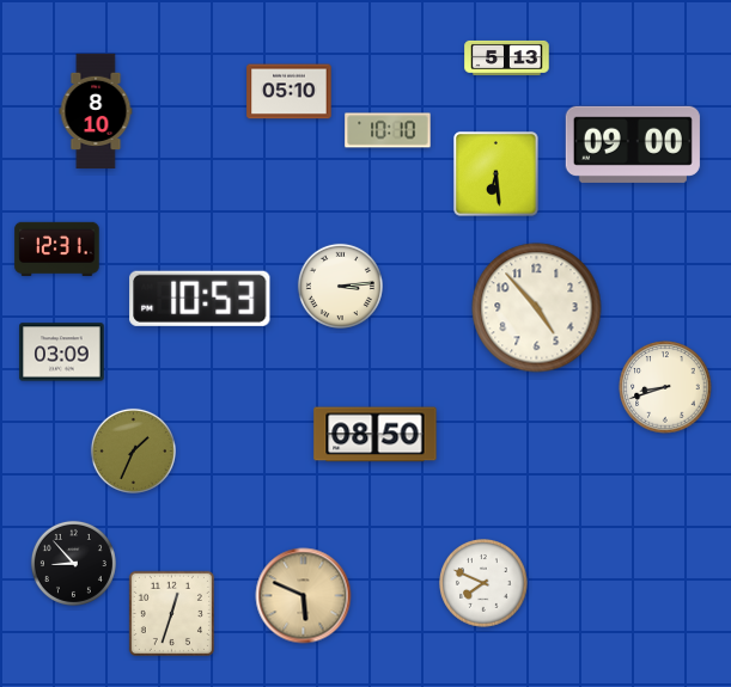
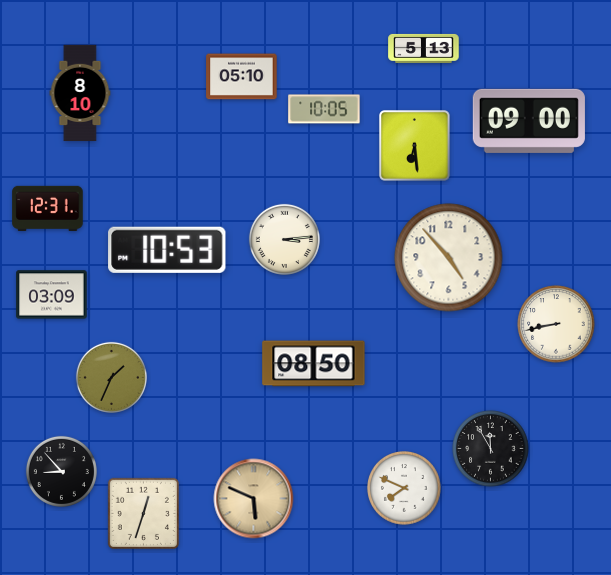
clock at (388, 130): 10:10 -> 10:05
clock at (665, 387): 8:42 -> 8:43
clock at (491, 449): none -> 11:55
